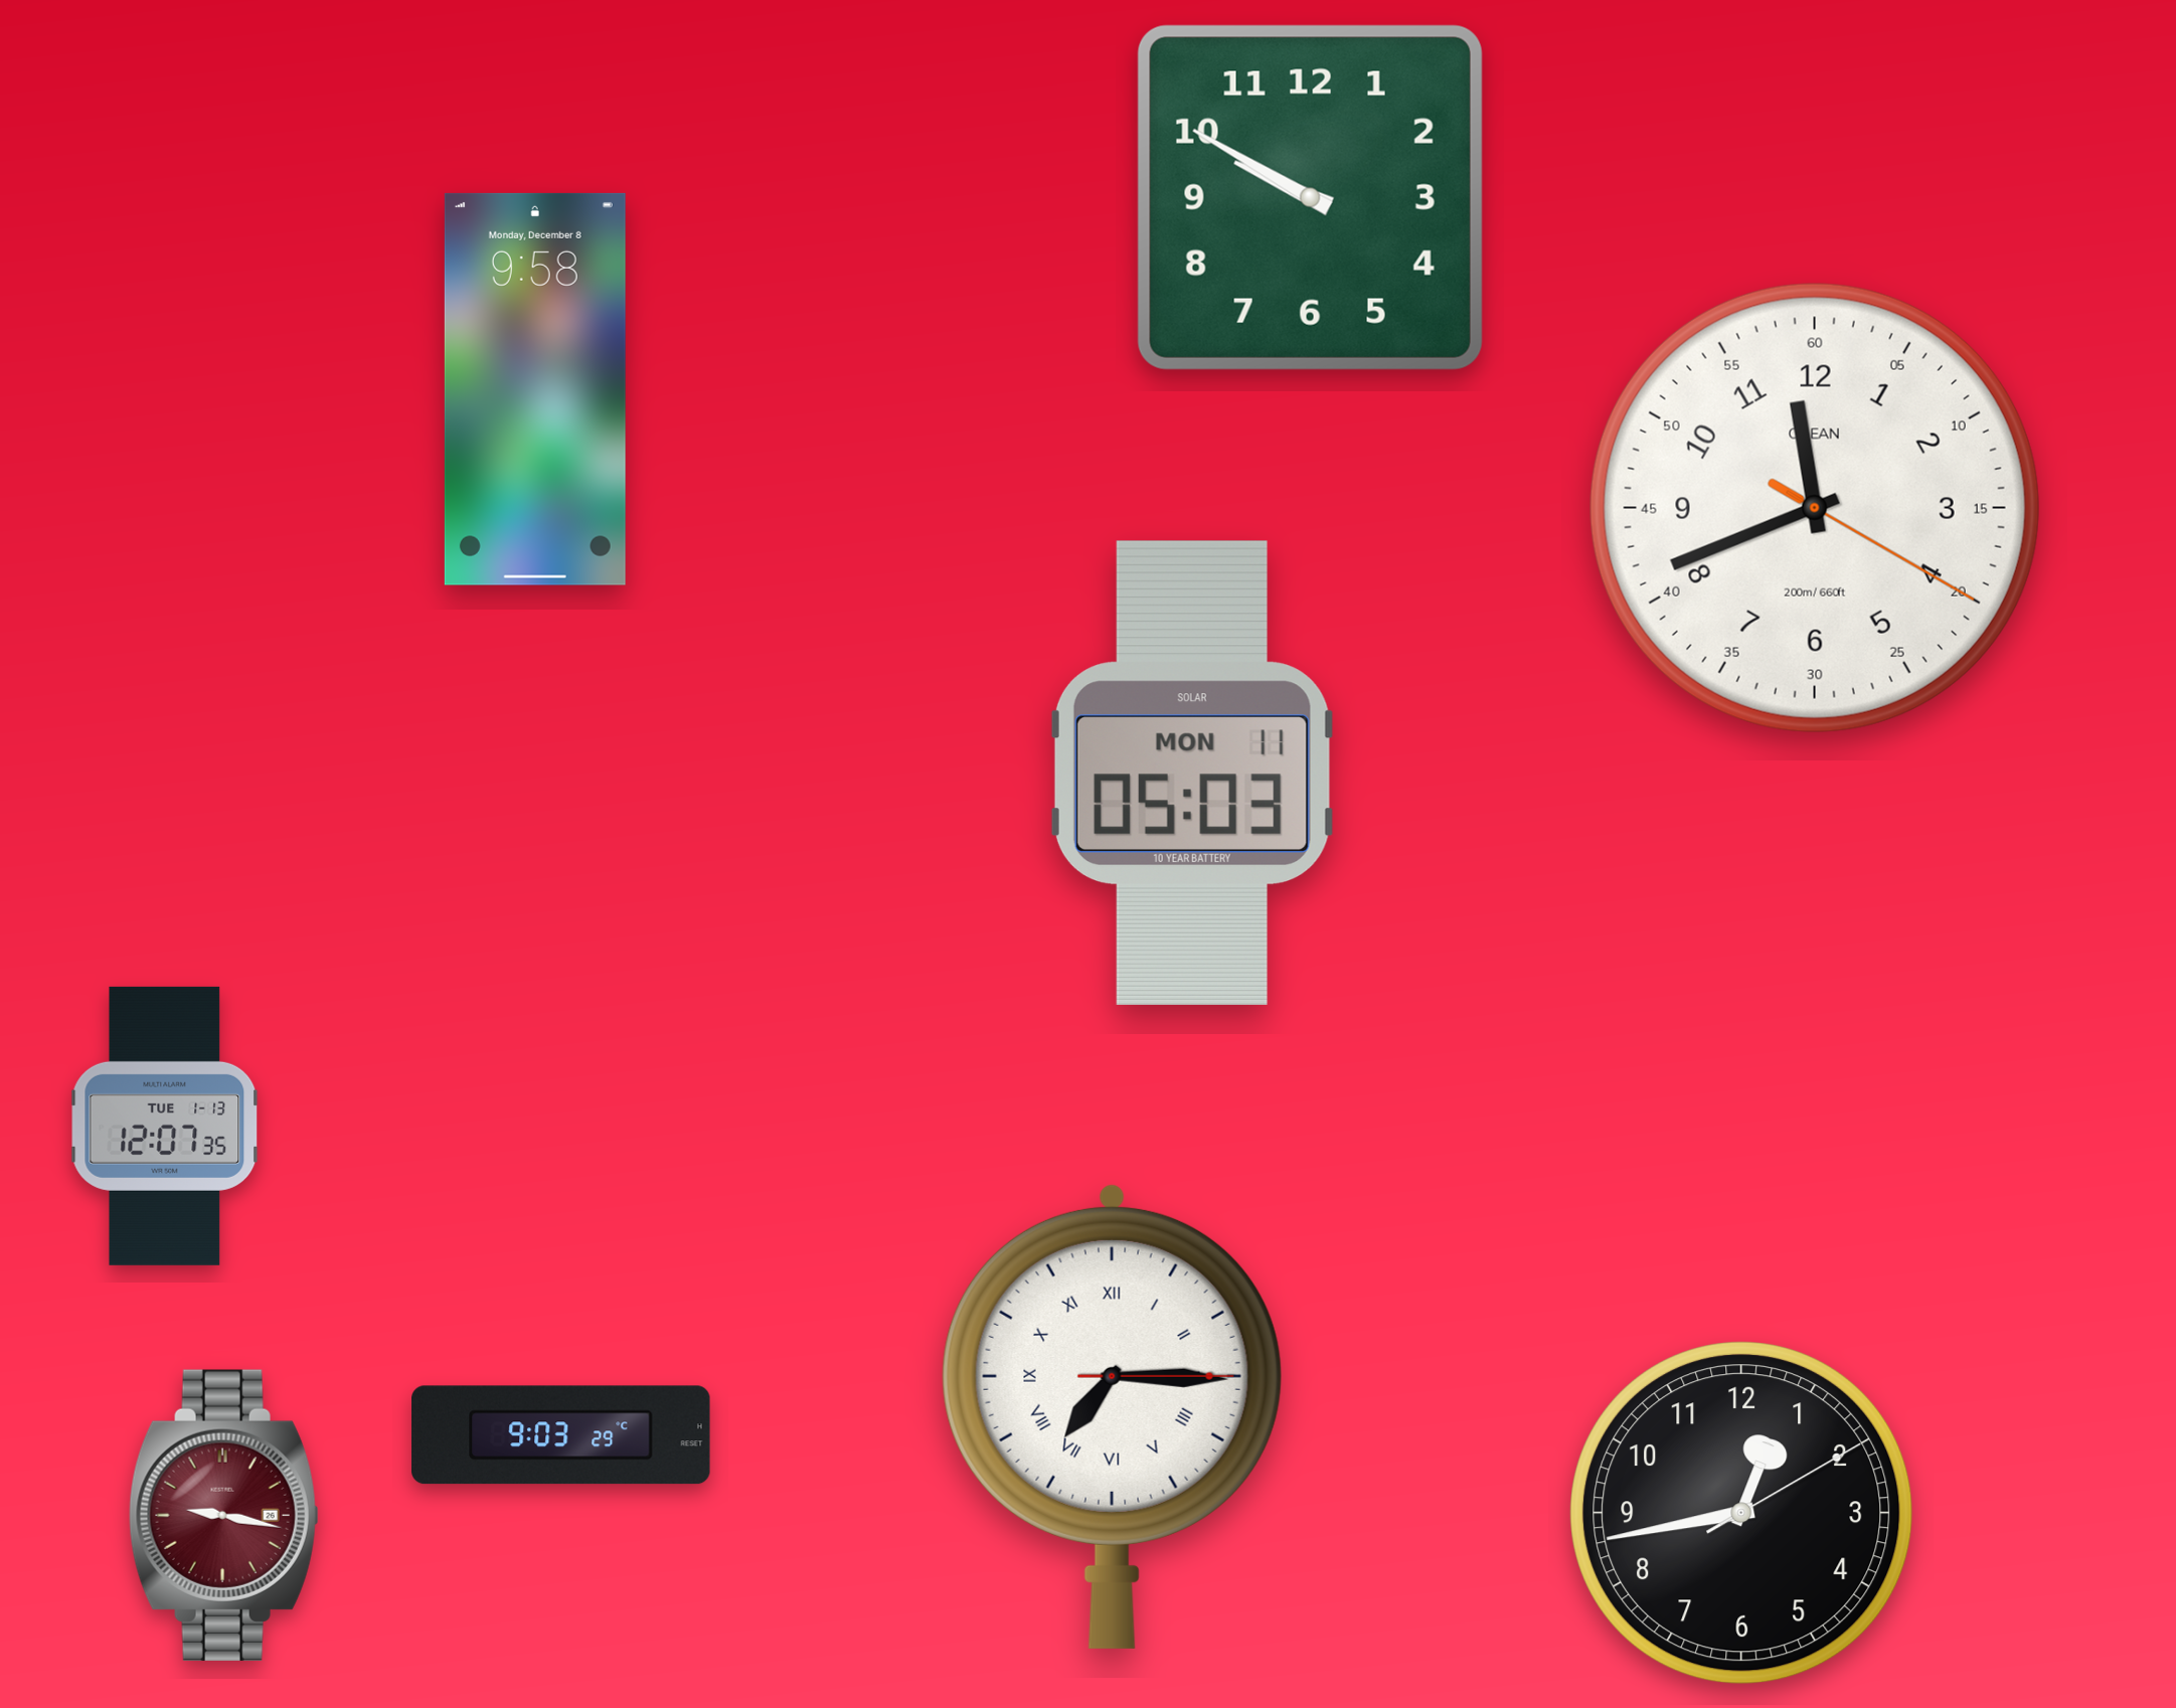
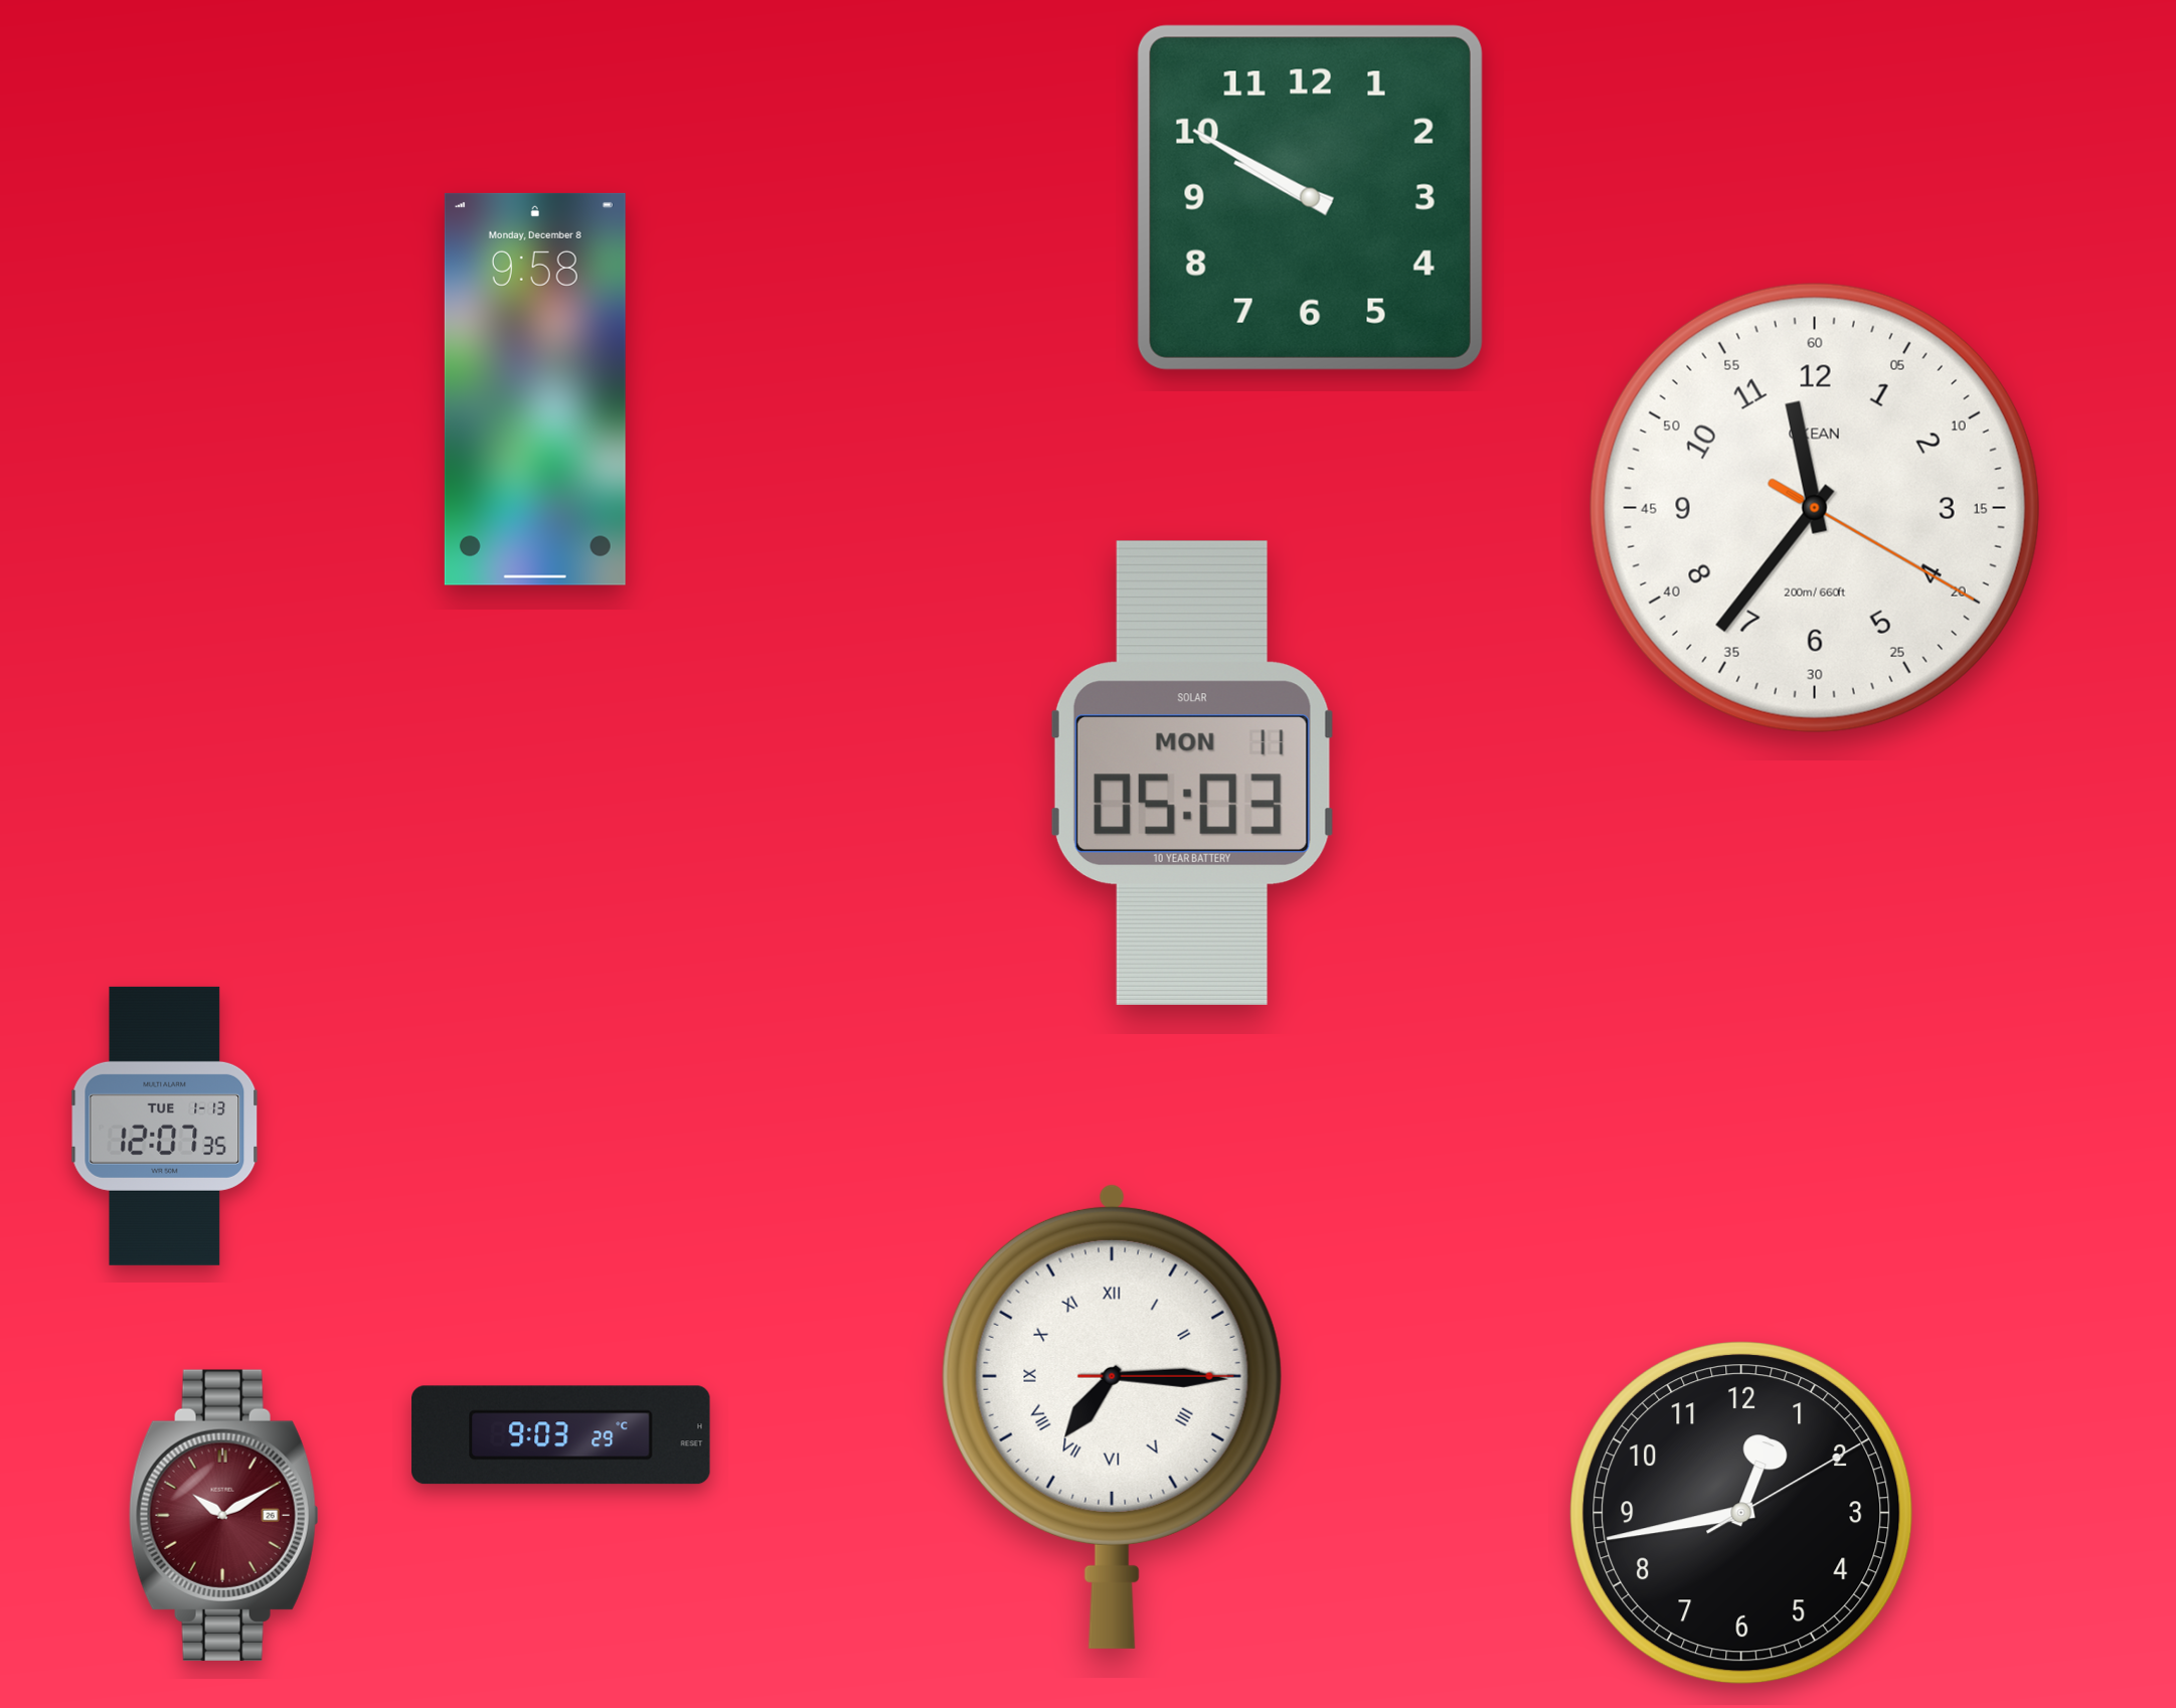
clock at (1815, 508): 11:41 -> 11:36
clock at (223, 1515): 9:17 -> 10:10
